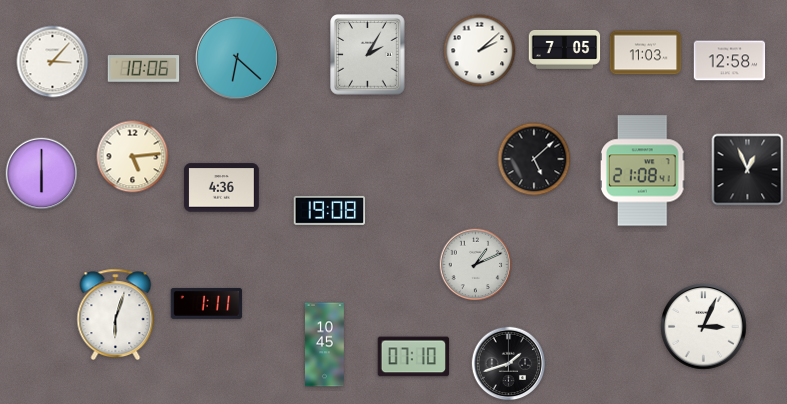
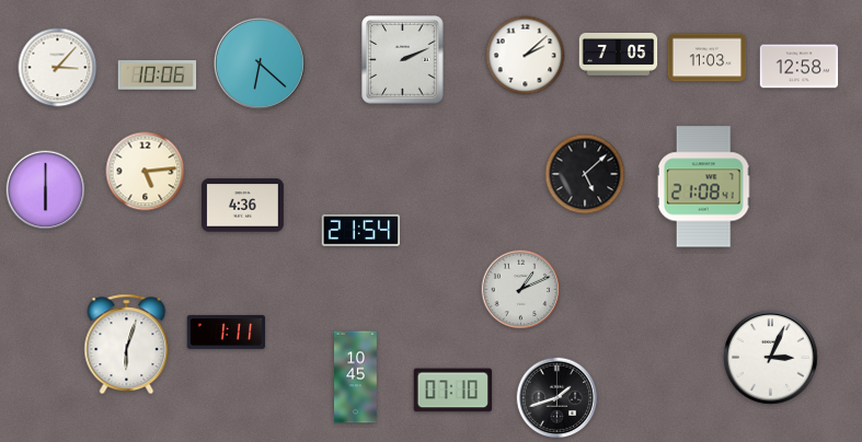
clock at (368, 55): 2:05 -> 2:11
clock at (748, 170): 12:56 -> none
clock at (330, 210): 19:08 -> 21:54
